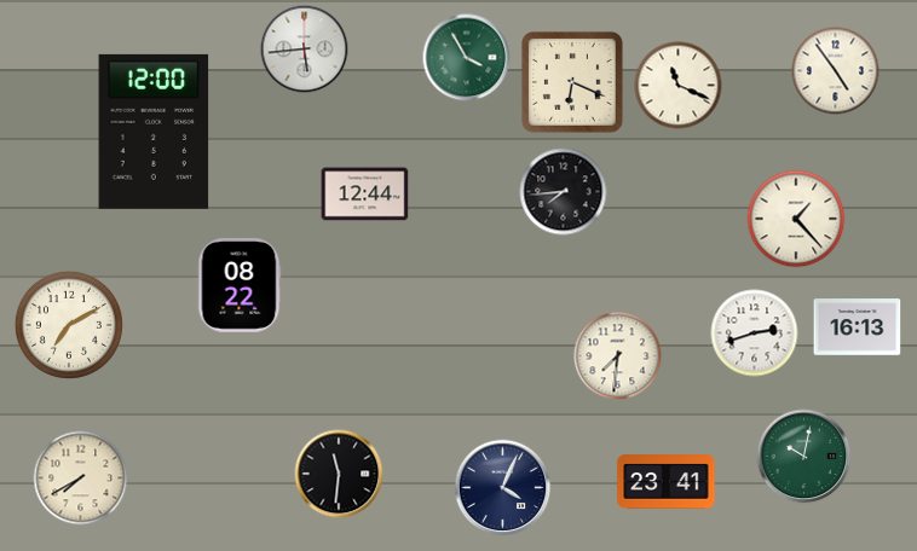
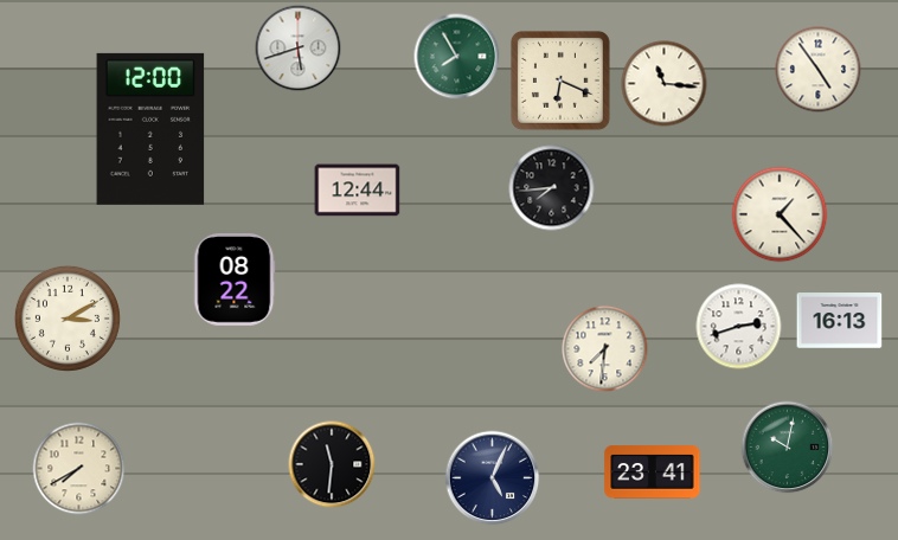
clock at (305, 50): 5:44 -> 5:42
clock at (467, 58): 3:55 -> 7:55
clock at (679, 86): 11:19 -> 11:16
clock at (69, 325): 7:10 -> 3:10
clock at (503, 488): 4:04 -> 5:04
